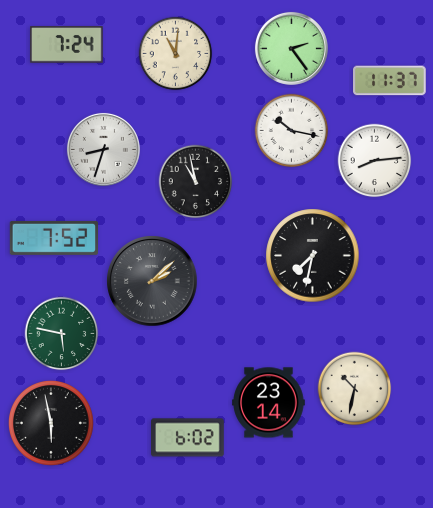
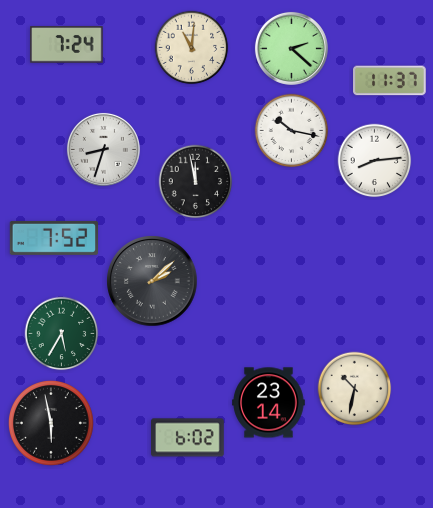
clock at (291, 48): 2:24 -> 2:22
clock at (176, 54) position: (176, 54) -> (192, 48)
clock at (196, 182): 10:58 -> 11:58
clock at (313, 256): 7:32 -> none
clock at (62, 334): 5:47 -> 5:35
